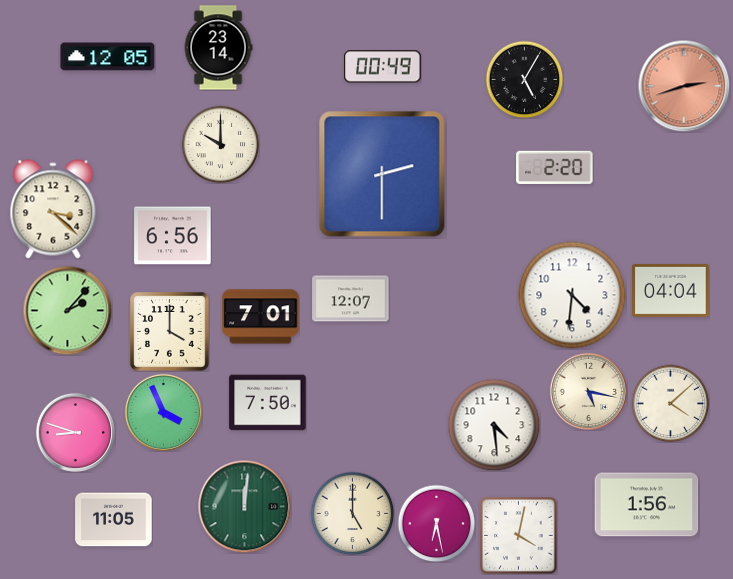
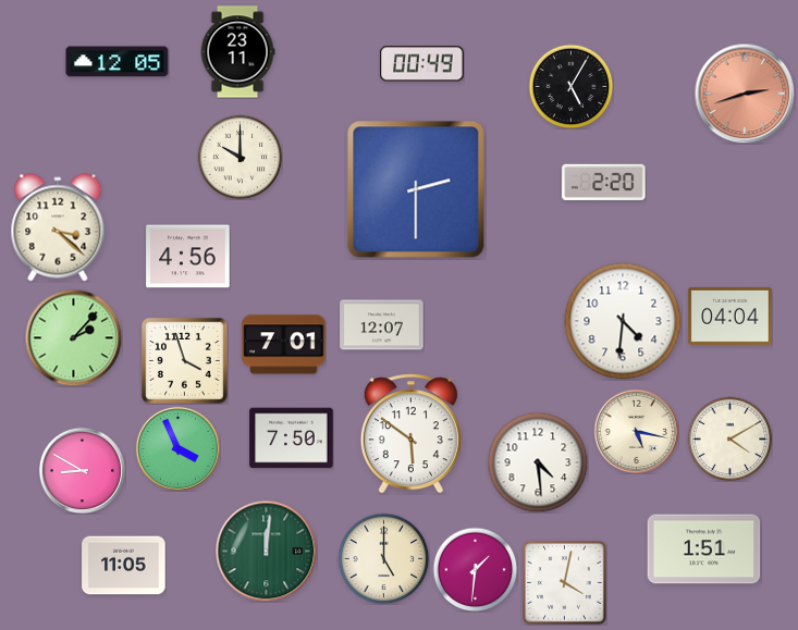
clock at (218, 48): 23:14 -> 23:11
clock at (383, 67) position: (383, 67) -> (422, 64)
clock at (173, 236): 6:56 -> 4:56
clock at (170, 332): 4:00 -> 3:57
clock at (588, 391) position: (588, 391) -> (636, 431)
clock at (410, 434): none -> 5:51
clock at (670, 403): 4:08 -> 4:10
clock at (75, 432): 8:48 -> 8:50
clock at (647, 505): 1:56 -> 1:51
clock at (436, 523): 6:28 -> 1:31
